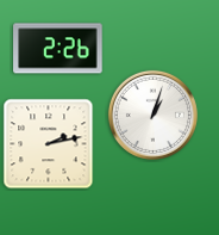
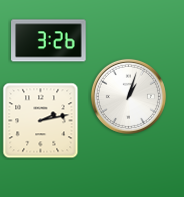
clock at (58, 49): 2:26 -> 3:26
